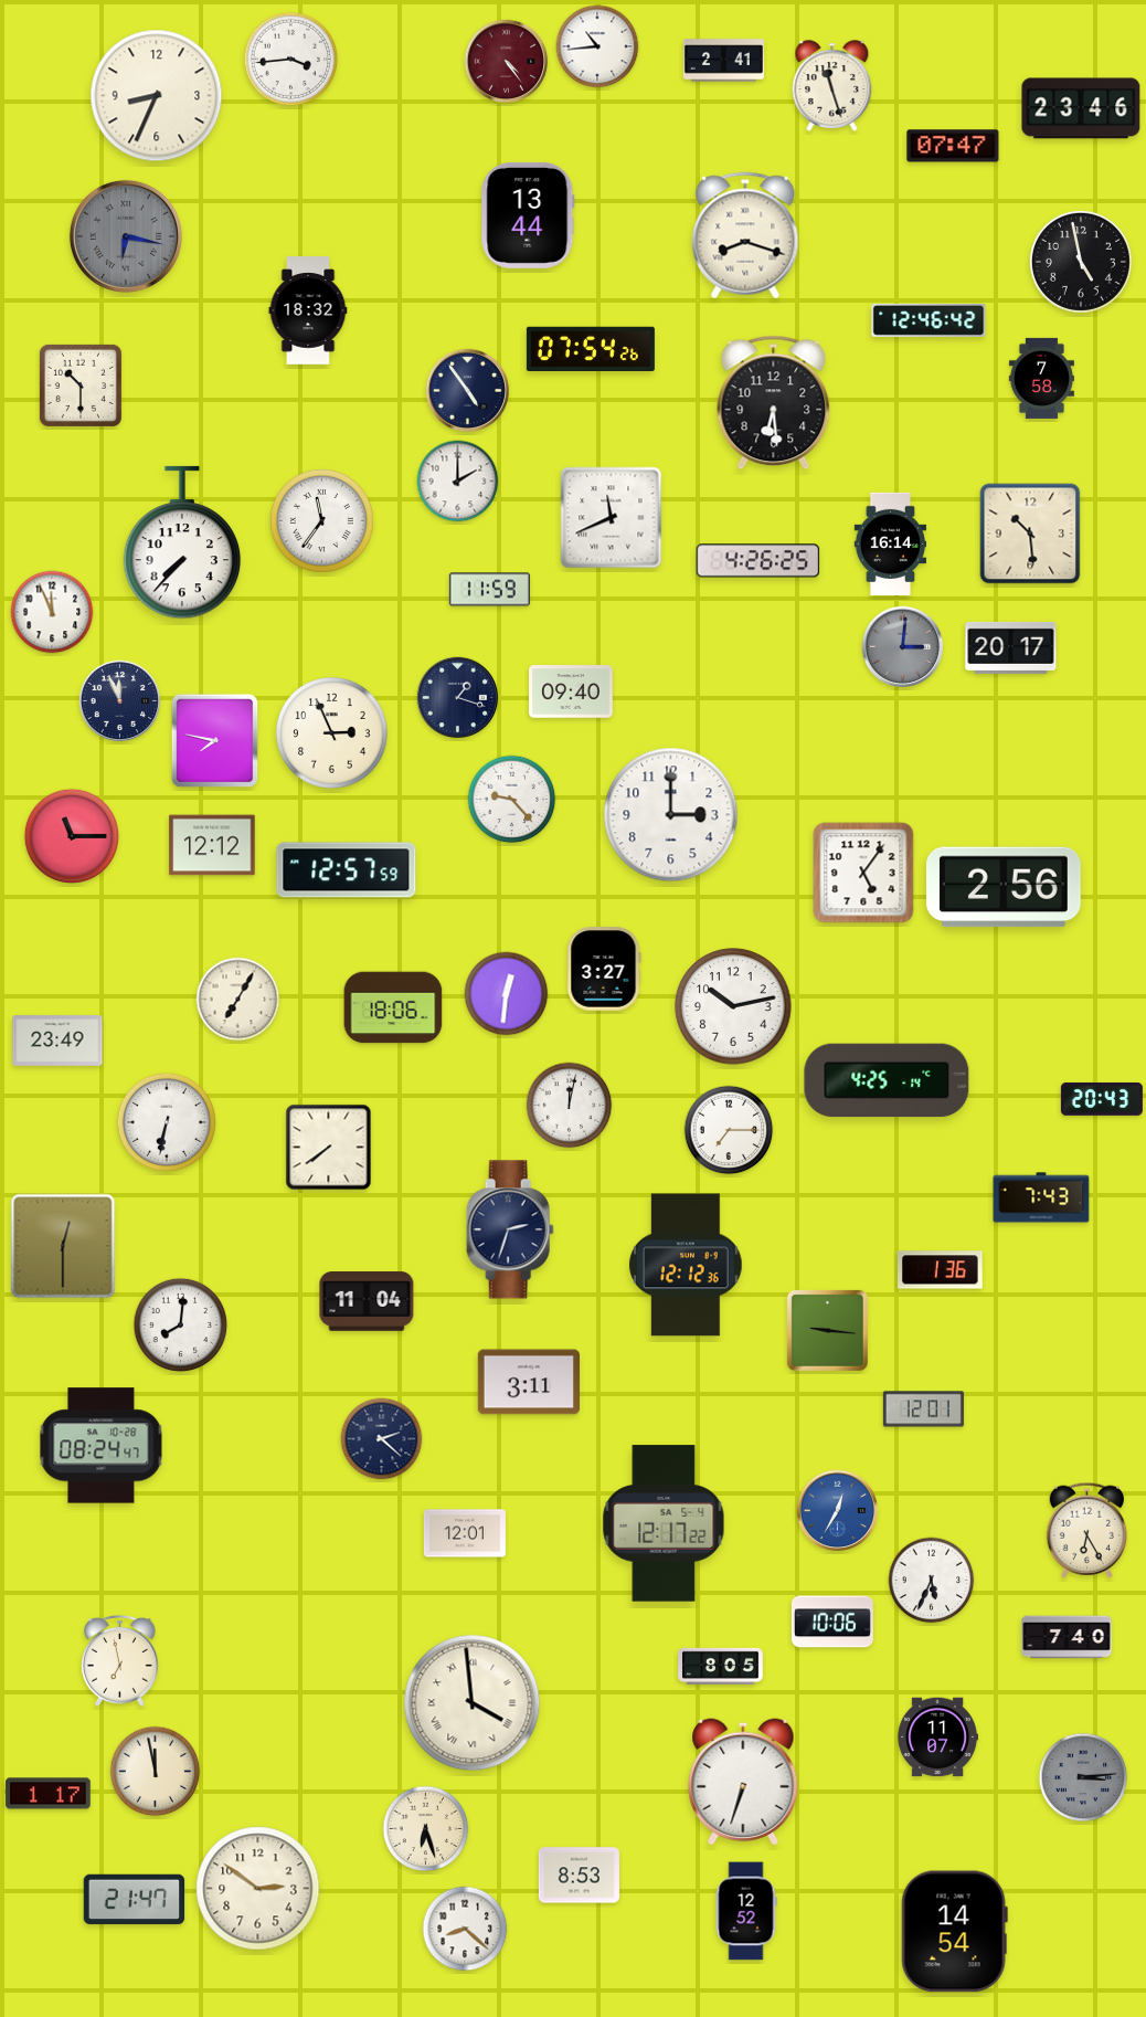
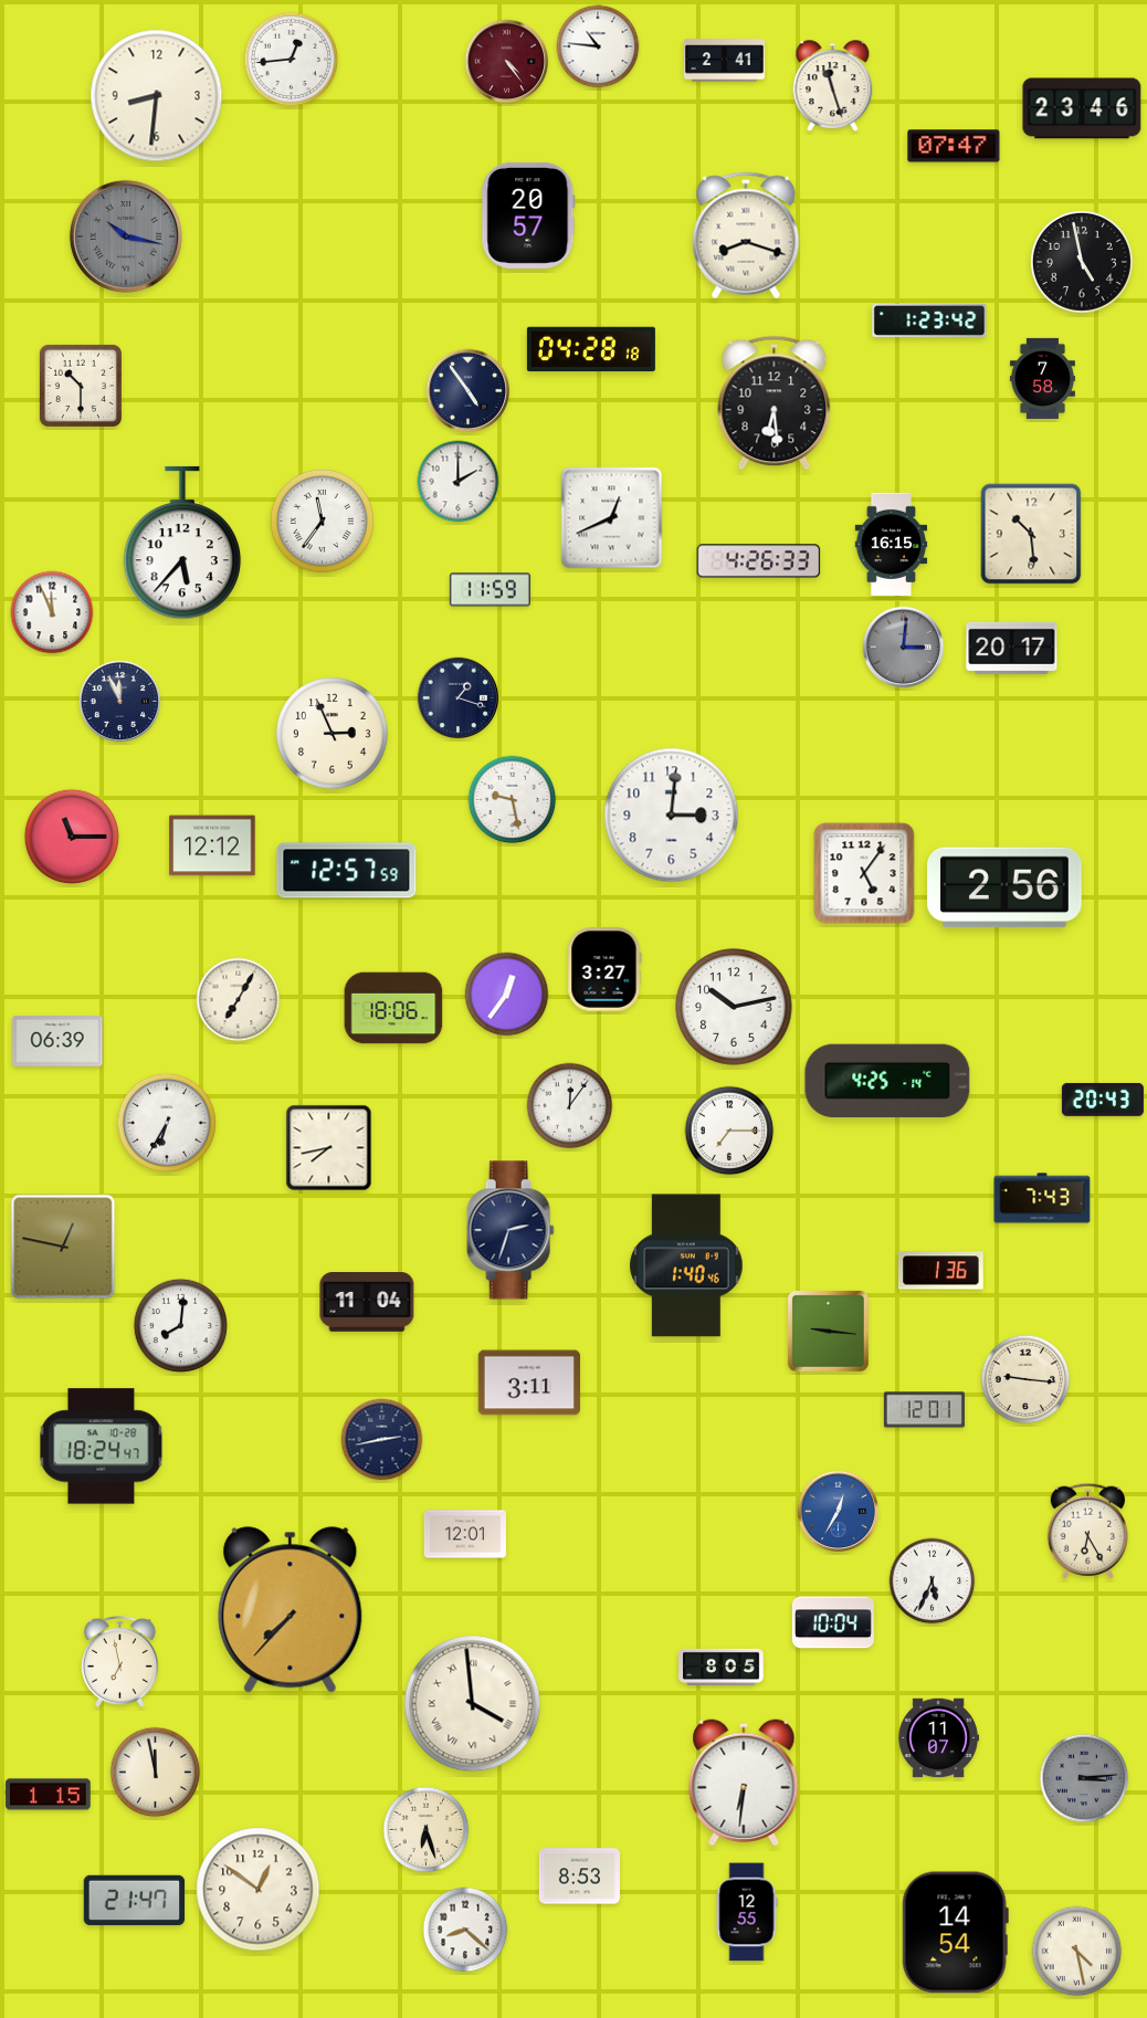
clock at (597, 46): 10:44 -> 10:46
clock at (291, 60): 3:44 -> 12:44
clock at (157, 96): 8:34 -> 8:31
clock at (528, 215): 13:44 -> 20:57
clock at (126, 236): 6:17 -> 10:17
clock at (308, 310): 18:32 -> none
clock at (929, 320): 12:46 -> 1:23
clock at (591, 348): 07:54 -> 04:28
clock at (612, 518): 11:41 -> 12:41
clock at (182, 542): 7:37 -> 5:37
clock at (891, 543): 16:14 -> 16:15
clock at (758, 561): 4:26:25 -> 4:26:33
clock at (572, 691): 09:40 -> none
clock at (215, 741): 7:47 -> none
clock at (512, 800): 9:23 -> 9:28
clock at (671, 815): 3:00 -> 3:01
clock at (507, 994): 12:31 -> 12:36
clock at (57, 1041): 23:49 -> 06:39
clock at (570, 1106): 12:02 -> 12:06
clock at (167, 1122): 6:32 -> 6:35
clock at (329, 1148): 7:39 -> 7:43
clock at (63, 1246): 12:30 -> 12:47
clock at (686, 1265): 12:12 -> 1:40
clock at (1025, 1379): none -> 9:16
clock at (382, 1439): 2:22 -> 2:43
clock at (102, 1446): 08:24 -> 18:24
clock at (664, 1523): 12:17 -> none
clock at (291, 1610): none -> 7:37
clock at (832, 1622): 10:06 -> 10:04
clock at (1067, 1637): 7:40 -> none
clock at (743, 1782): 6:33 -> 6:31
clock at (49, 1794): 1:17 -> 1:15
clock at (258, 1889): 2:51 -> 12:51
clock at (746, 1911): 12:52 -> 12:55
clock at (1077, 1952): none -> 4:28
